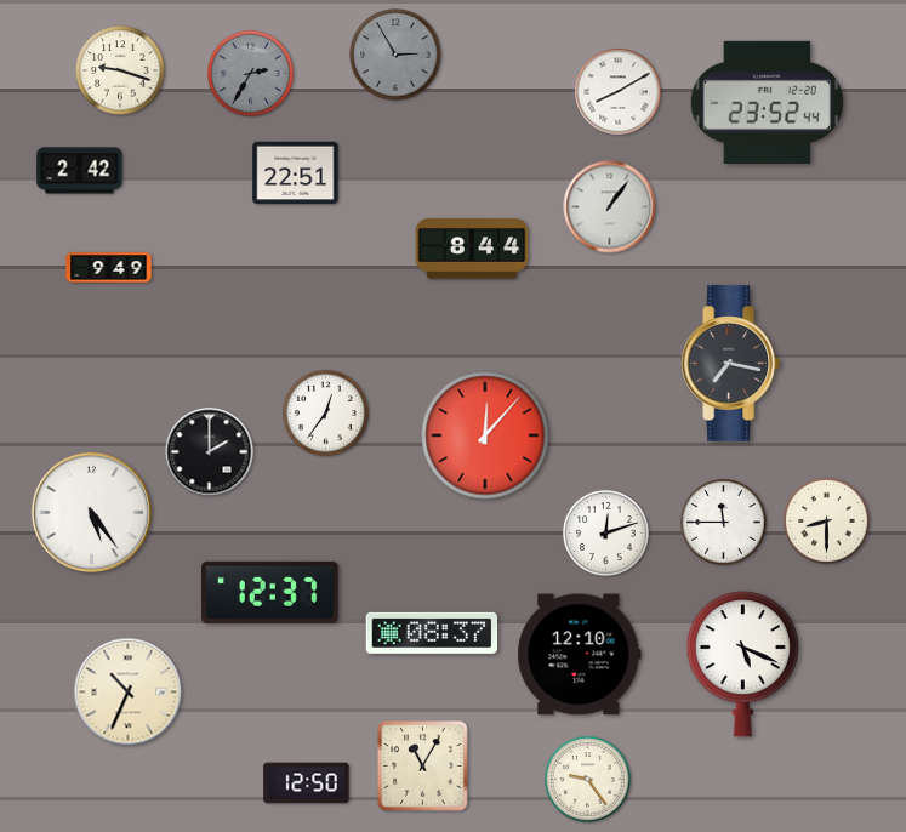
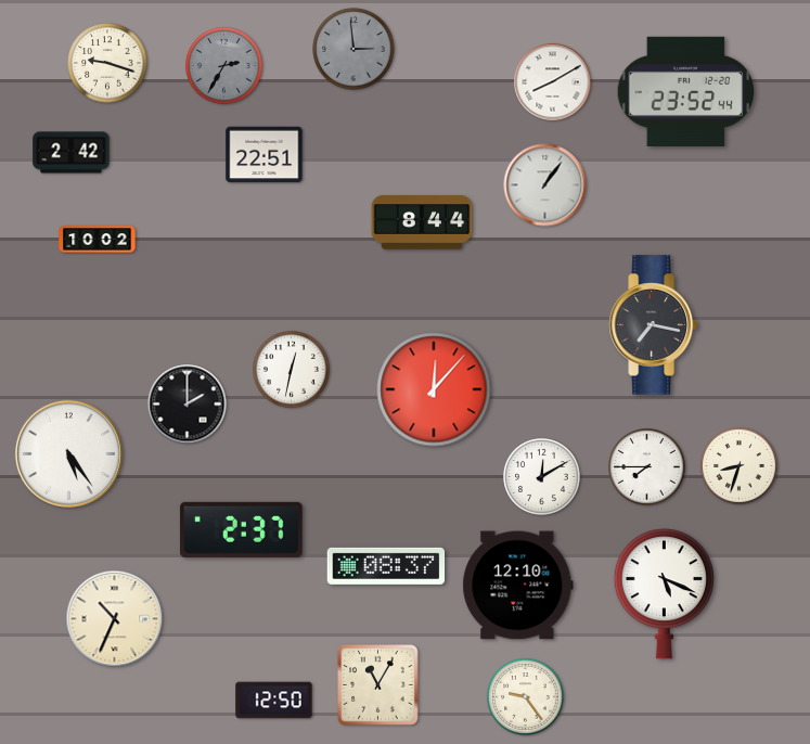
clock at (395, 55): 2:55 -> 2:59
clock at (109, 268): 9:49 -> 10:02
clock at (326, 414): 12:36 -> 12:32
clock at (91, 512) position: (91, 512) -> (68, 453)
clock at (827, 522): 8:30 -> 8:33
clock at (724, 523): 11:45 -> 7:45
clock at (606, 534): 12:12 -> 12:10
clock at (270, 592): 12:37 -> 2:37
